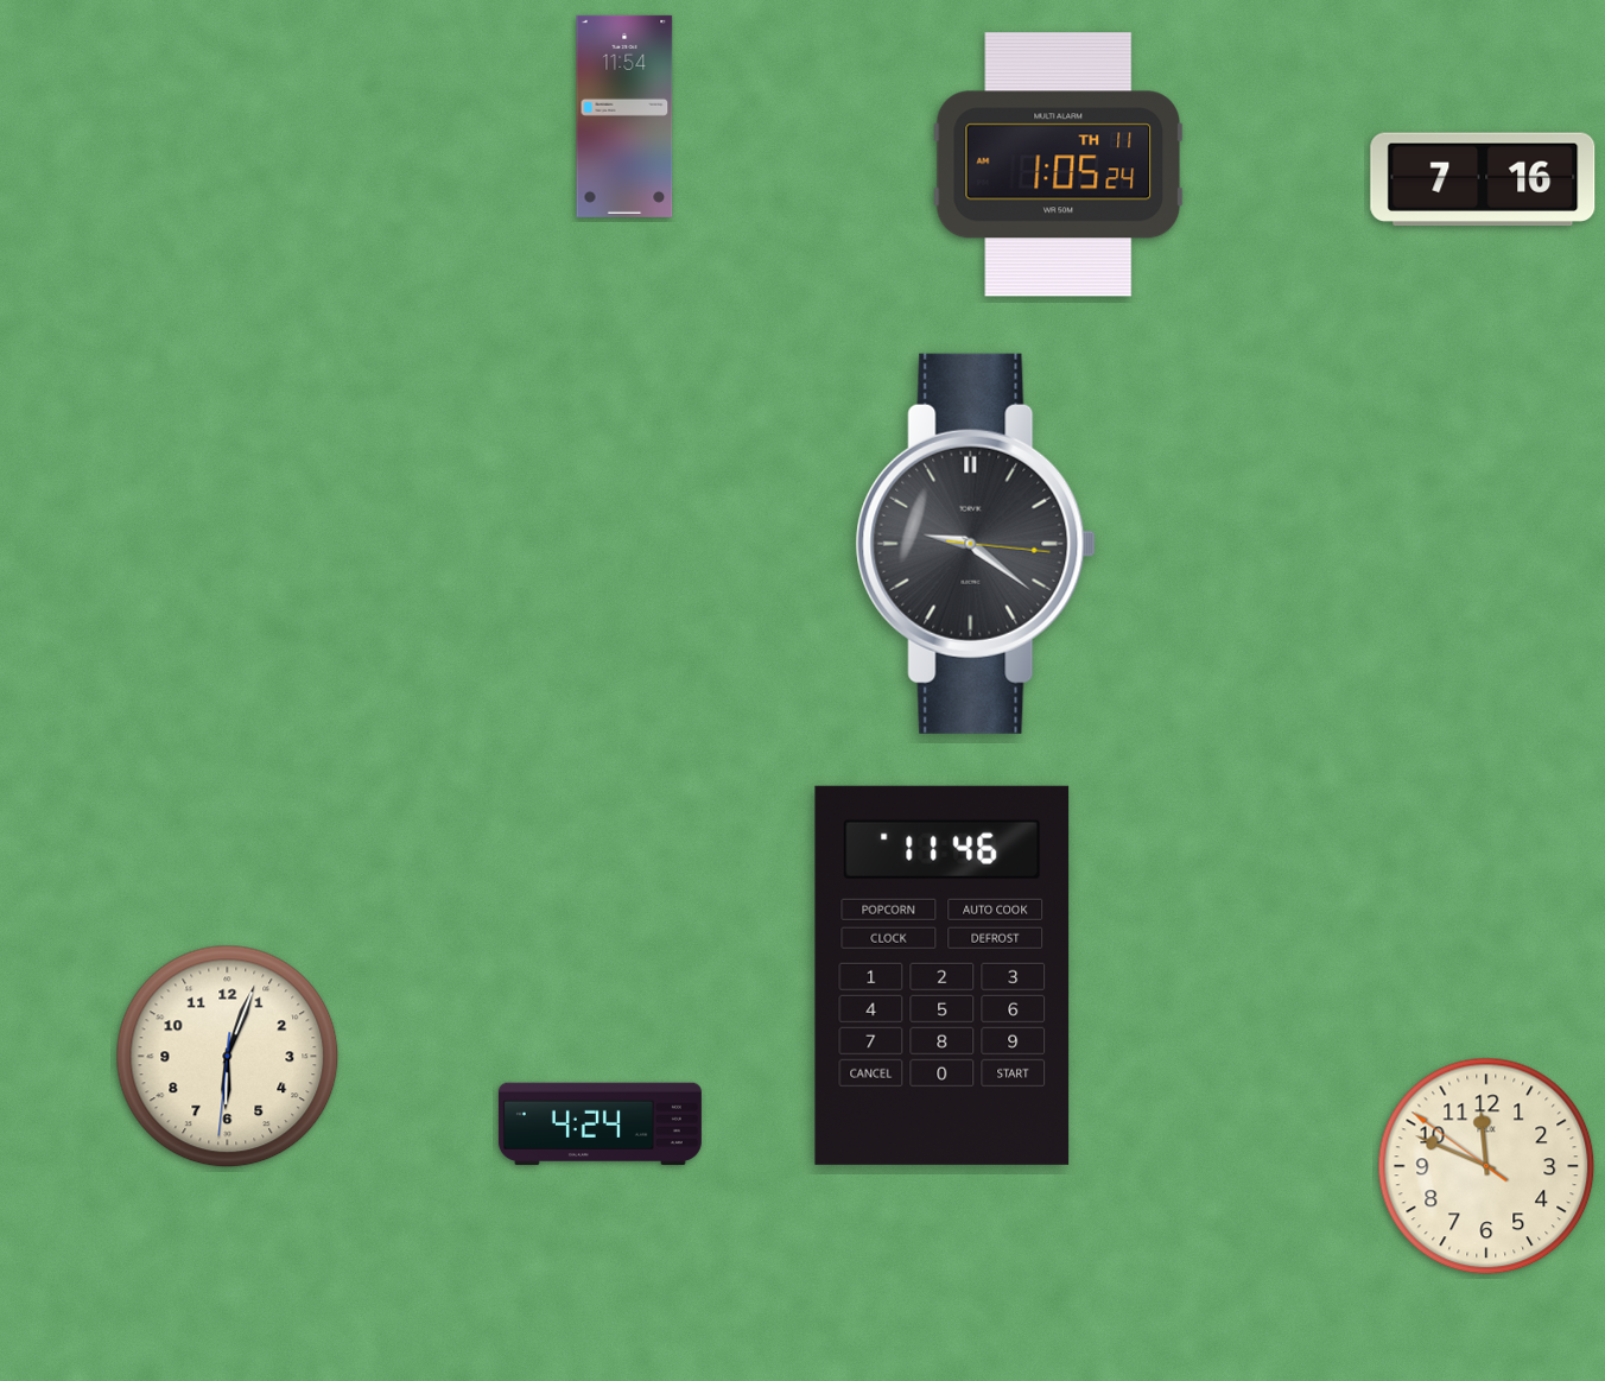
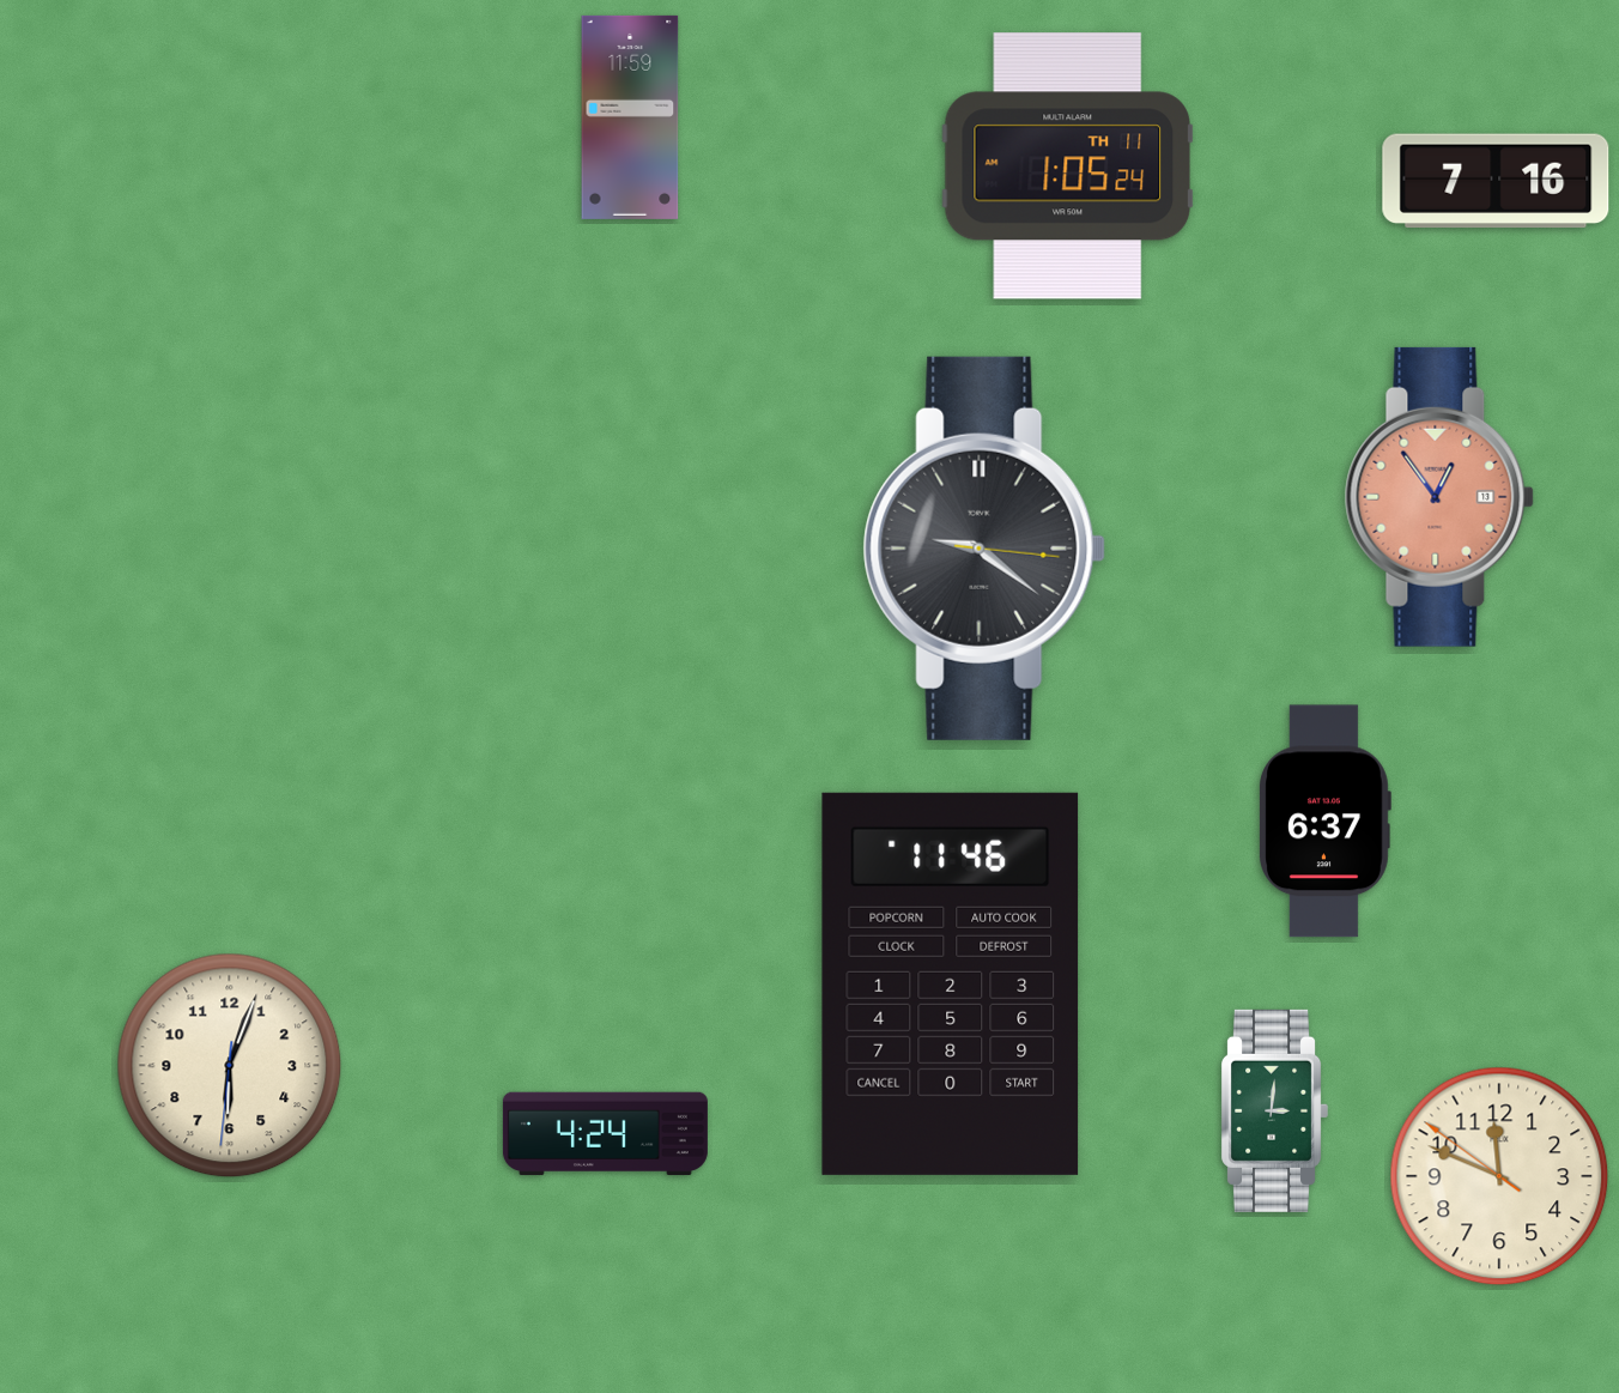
clock at (624, 116): 11:54 -> 11:59
clock at (1439, 497): none -> 12:54
clock at (1326, 822): none -> 6:37
clock at (1275, 1110): none -> 3:01
